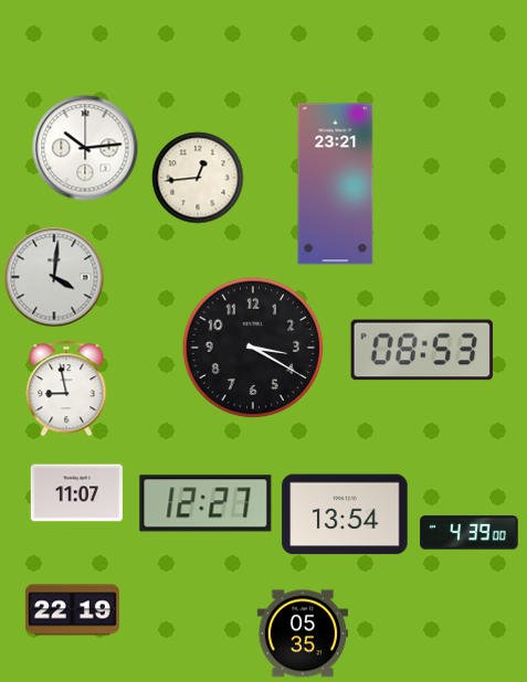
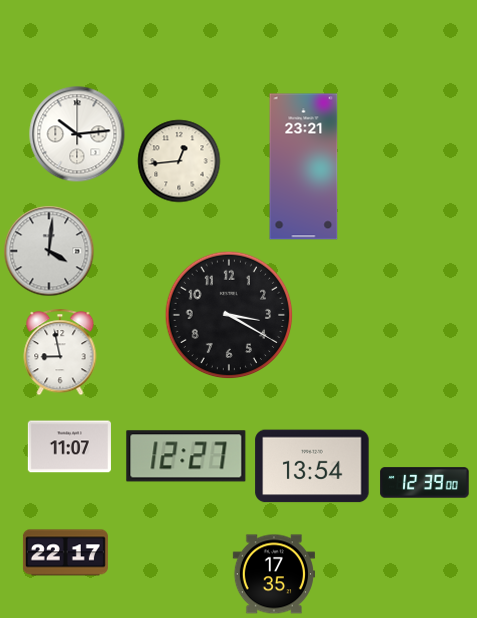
clock at (421, 350): 08:53 -> none
clock at (470, 533): 4:39 -> 12:39
clock at (72, 610): 22:19 -> 22:17
clock at (302, 633): 05:35 -> 17:35
